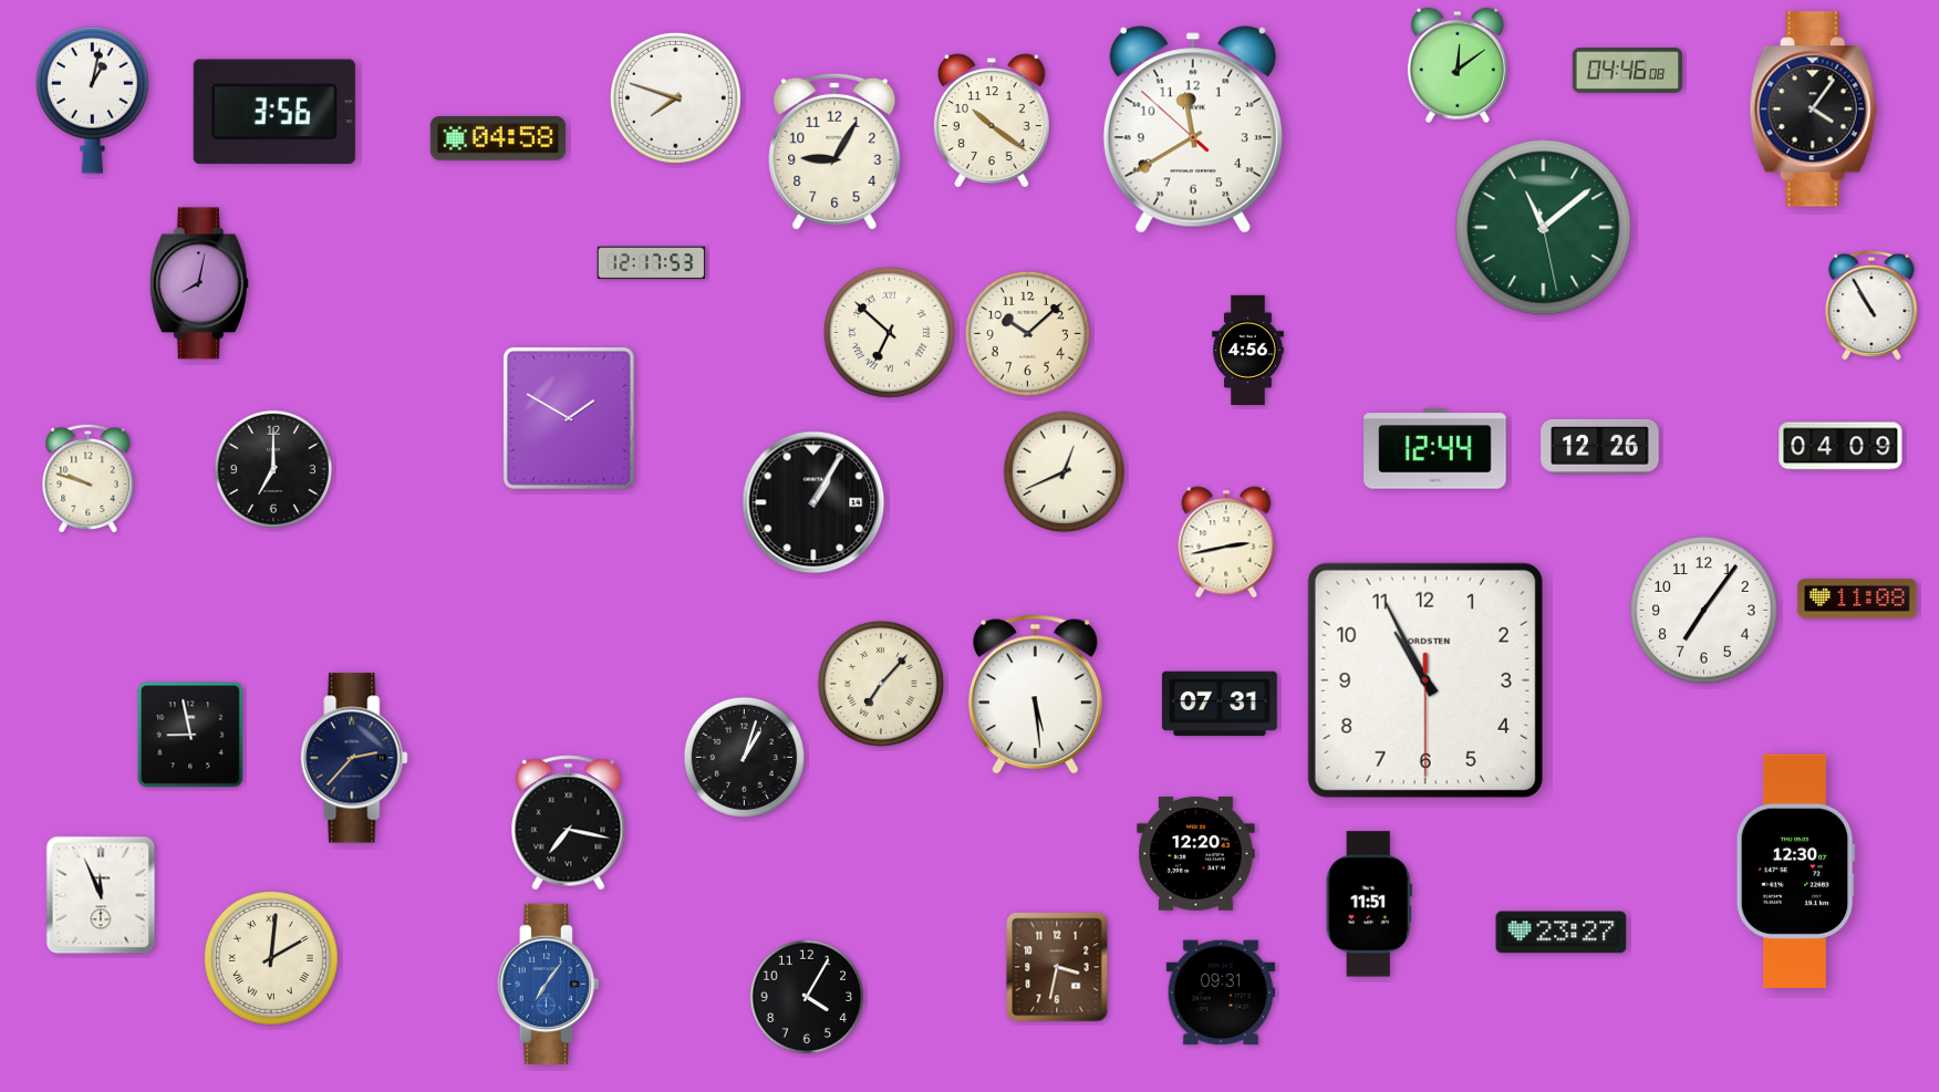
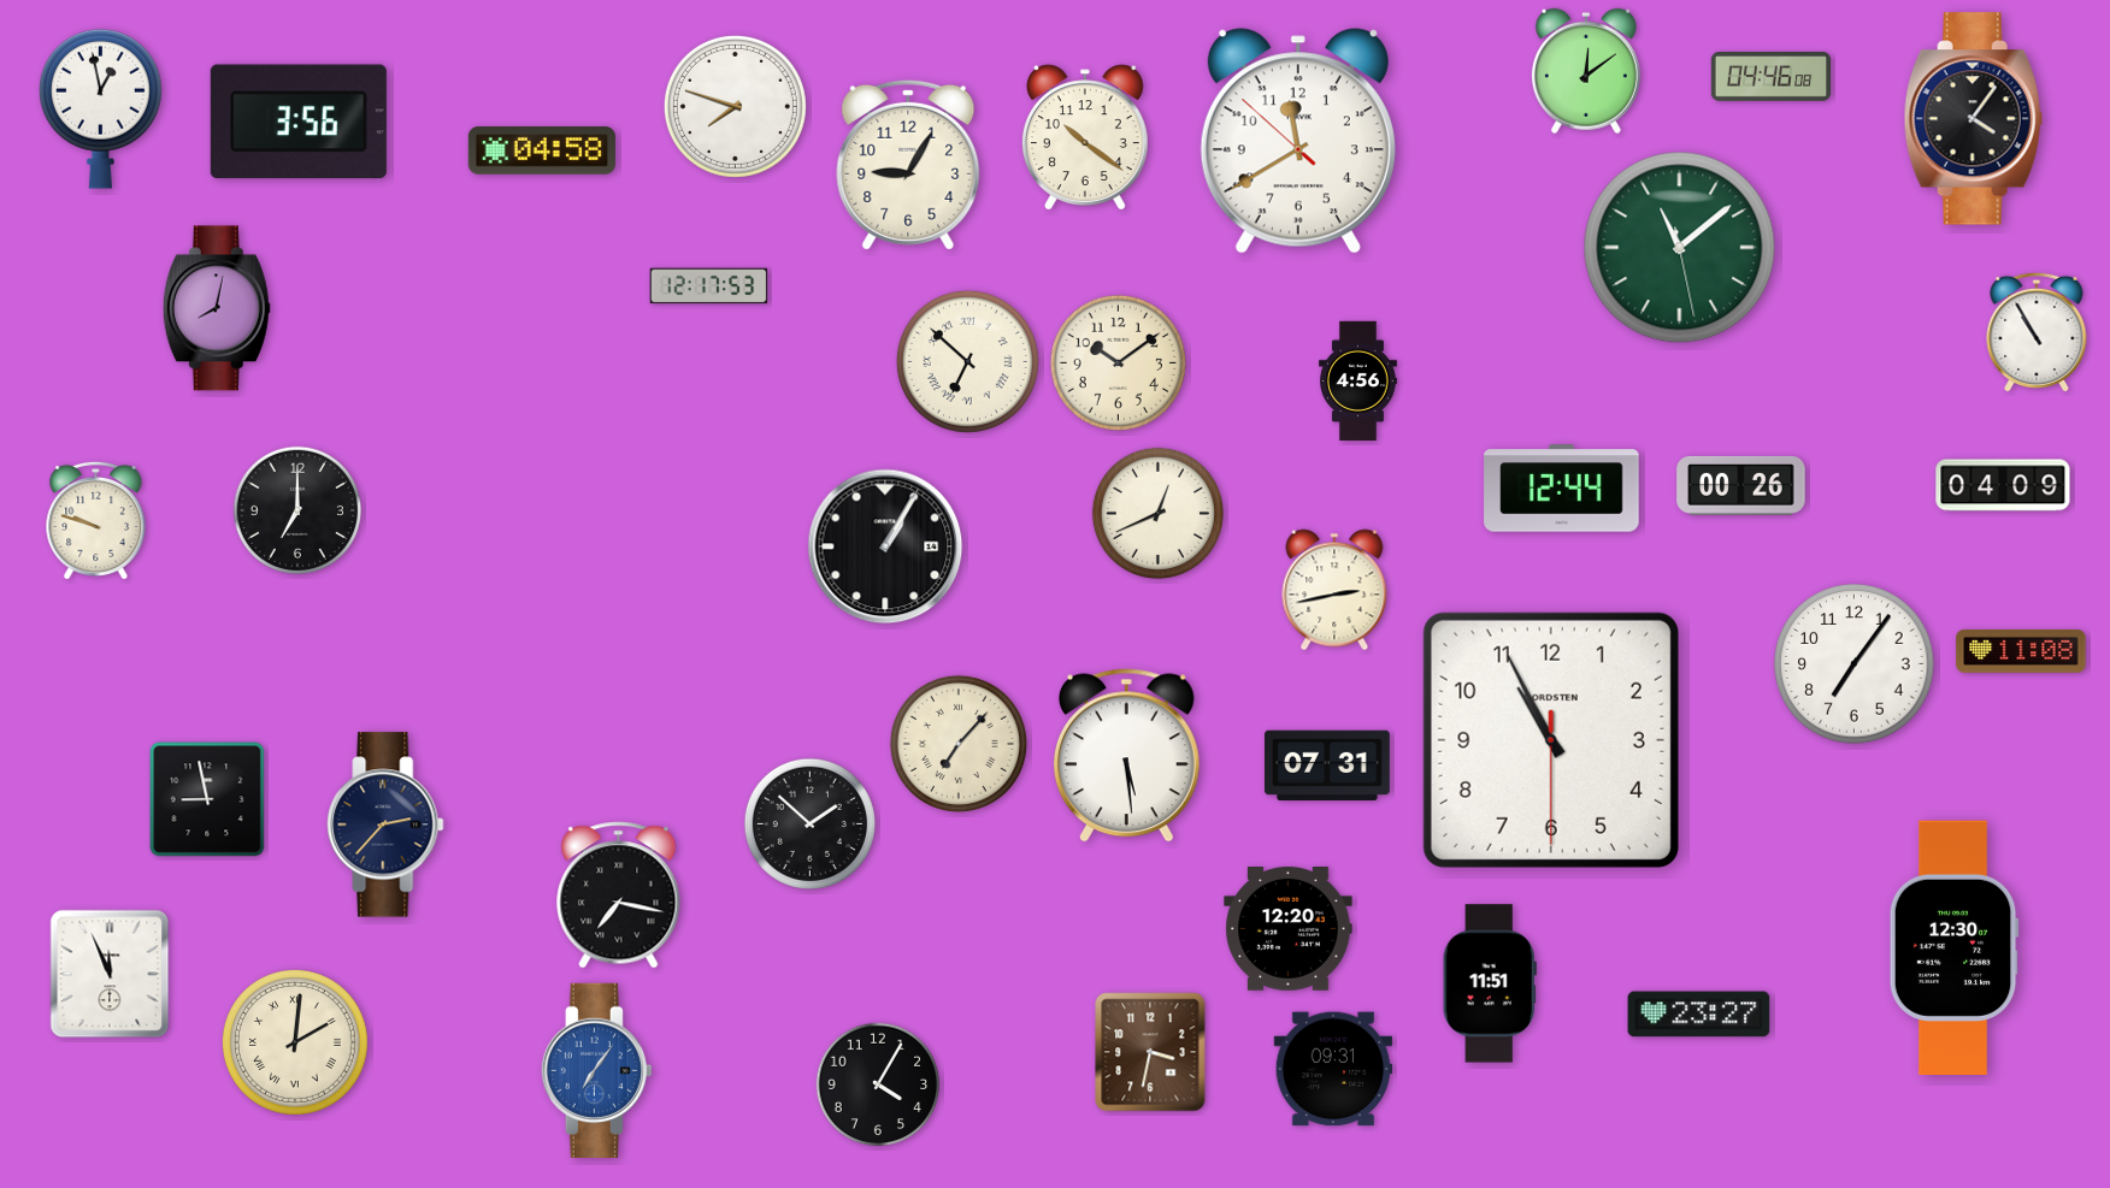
clock at (93, 100): 1:02 -> 12:58
clock at (992, 121) position: (992, 121) -> (1085, 137)
clock at (1027, 333): 10:08 -> 10:09
clock at (569, 418): 1:50 -> none
clock at (1600, 446): 12:26 -> 00:26
clock at (744, 757): 1:03 -> 1:52
clock at (1196, 854) position: (1196, 854) -> (1289, 929)
clock at (1221, 992) position: (1221, 992) -> (1333, 1069)
